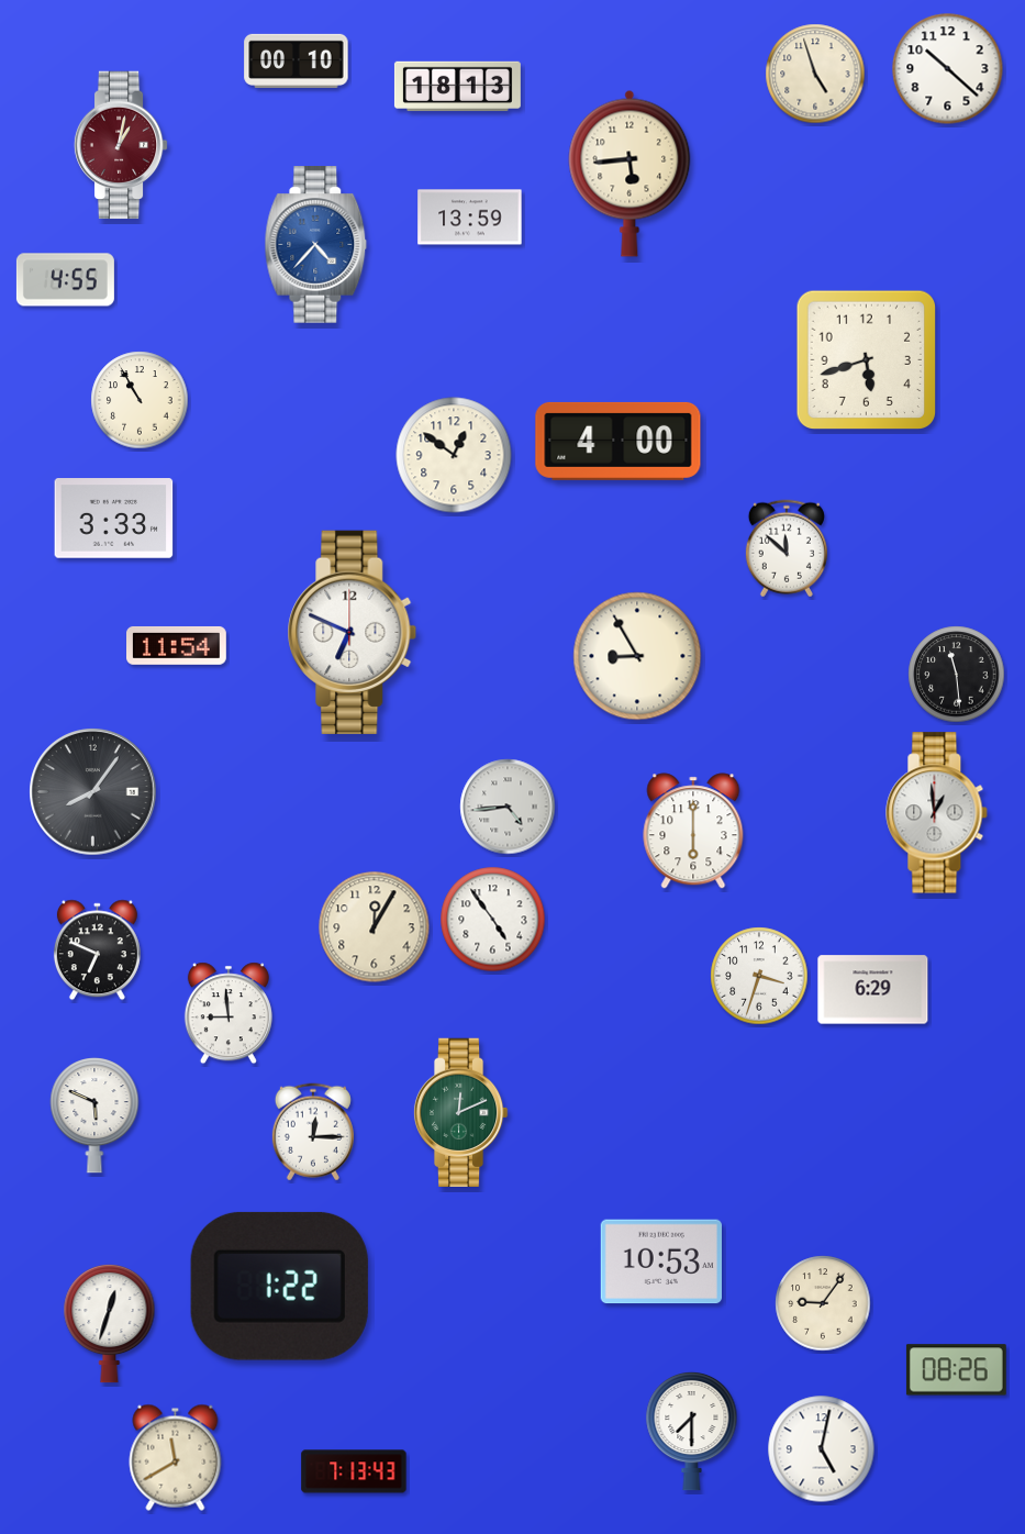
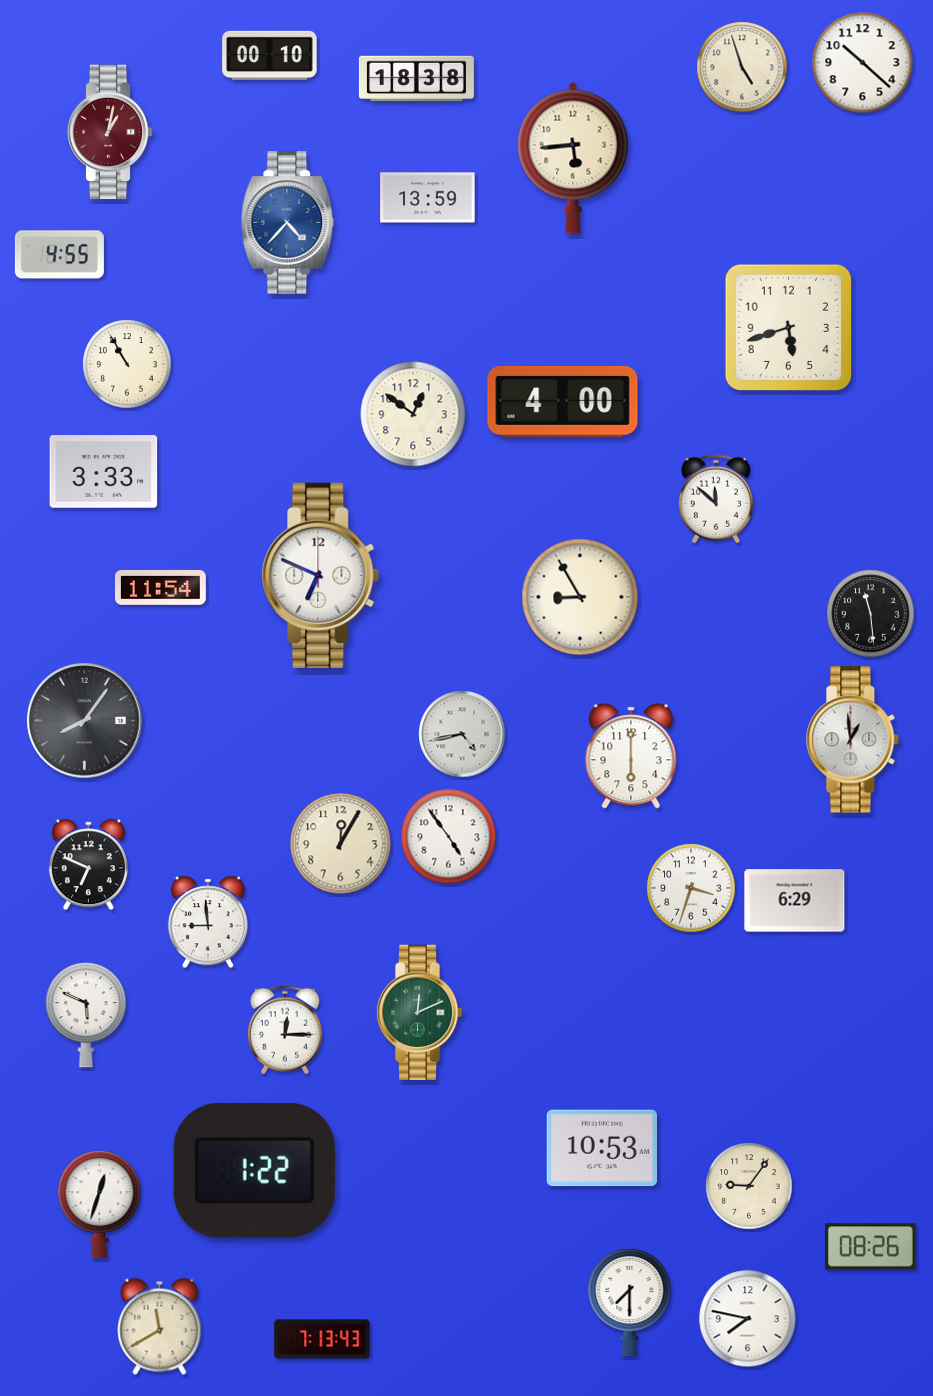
clock at (457, 87): 18:13 -> 18:38
clock at (508, 807): 4:44 -> 4:43
clock at (822, 1449): 5:02 -> 7:47
